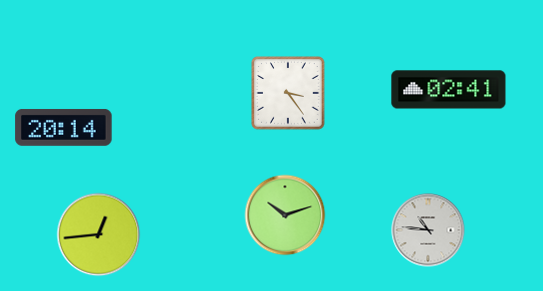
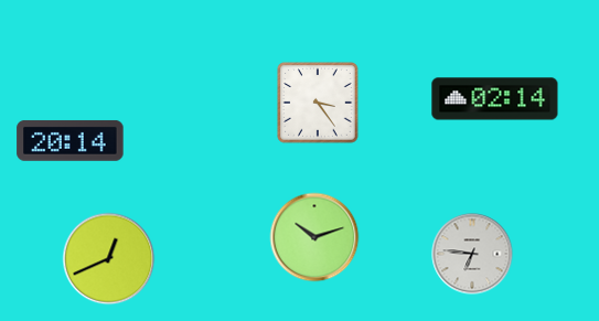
clock at (449, 90): 02:41 -> 02:14
clock at (428, 230): 10:46 -> 6:46
clock at (99, 235): 12:44 -> 12:41
